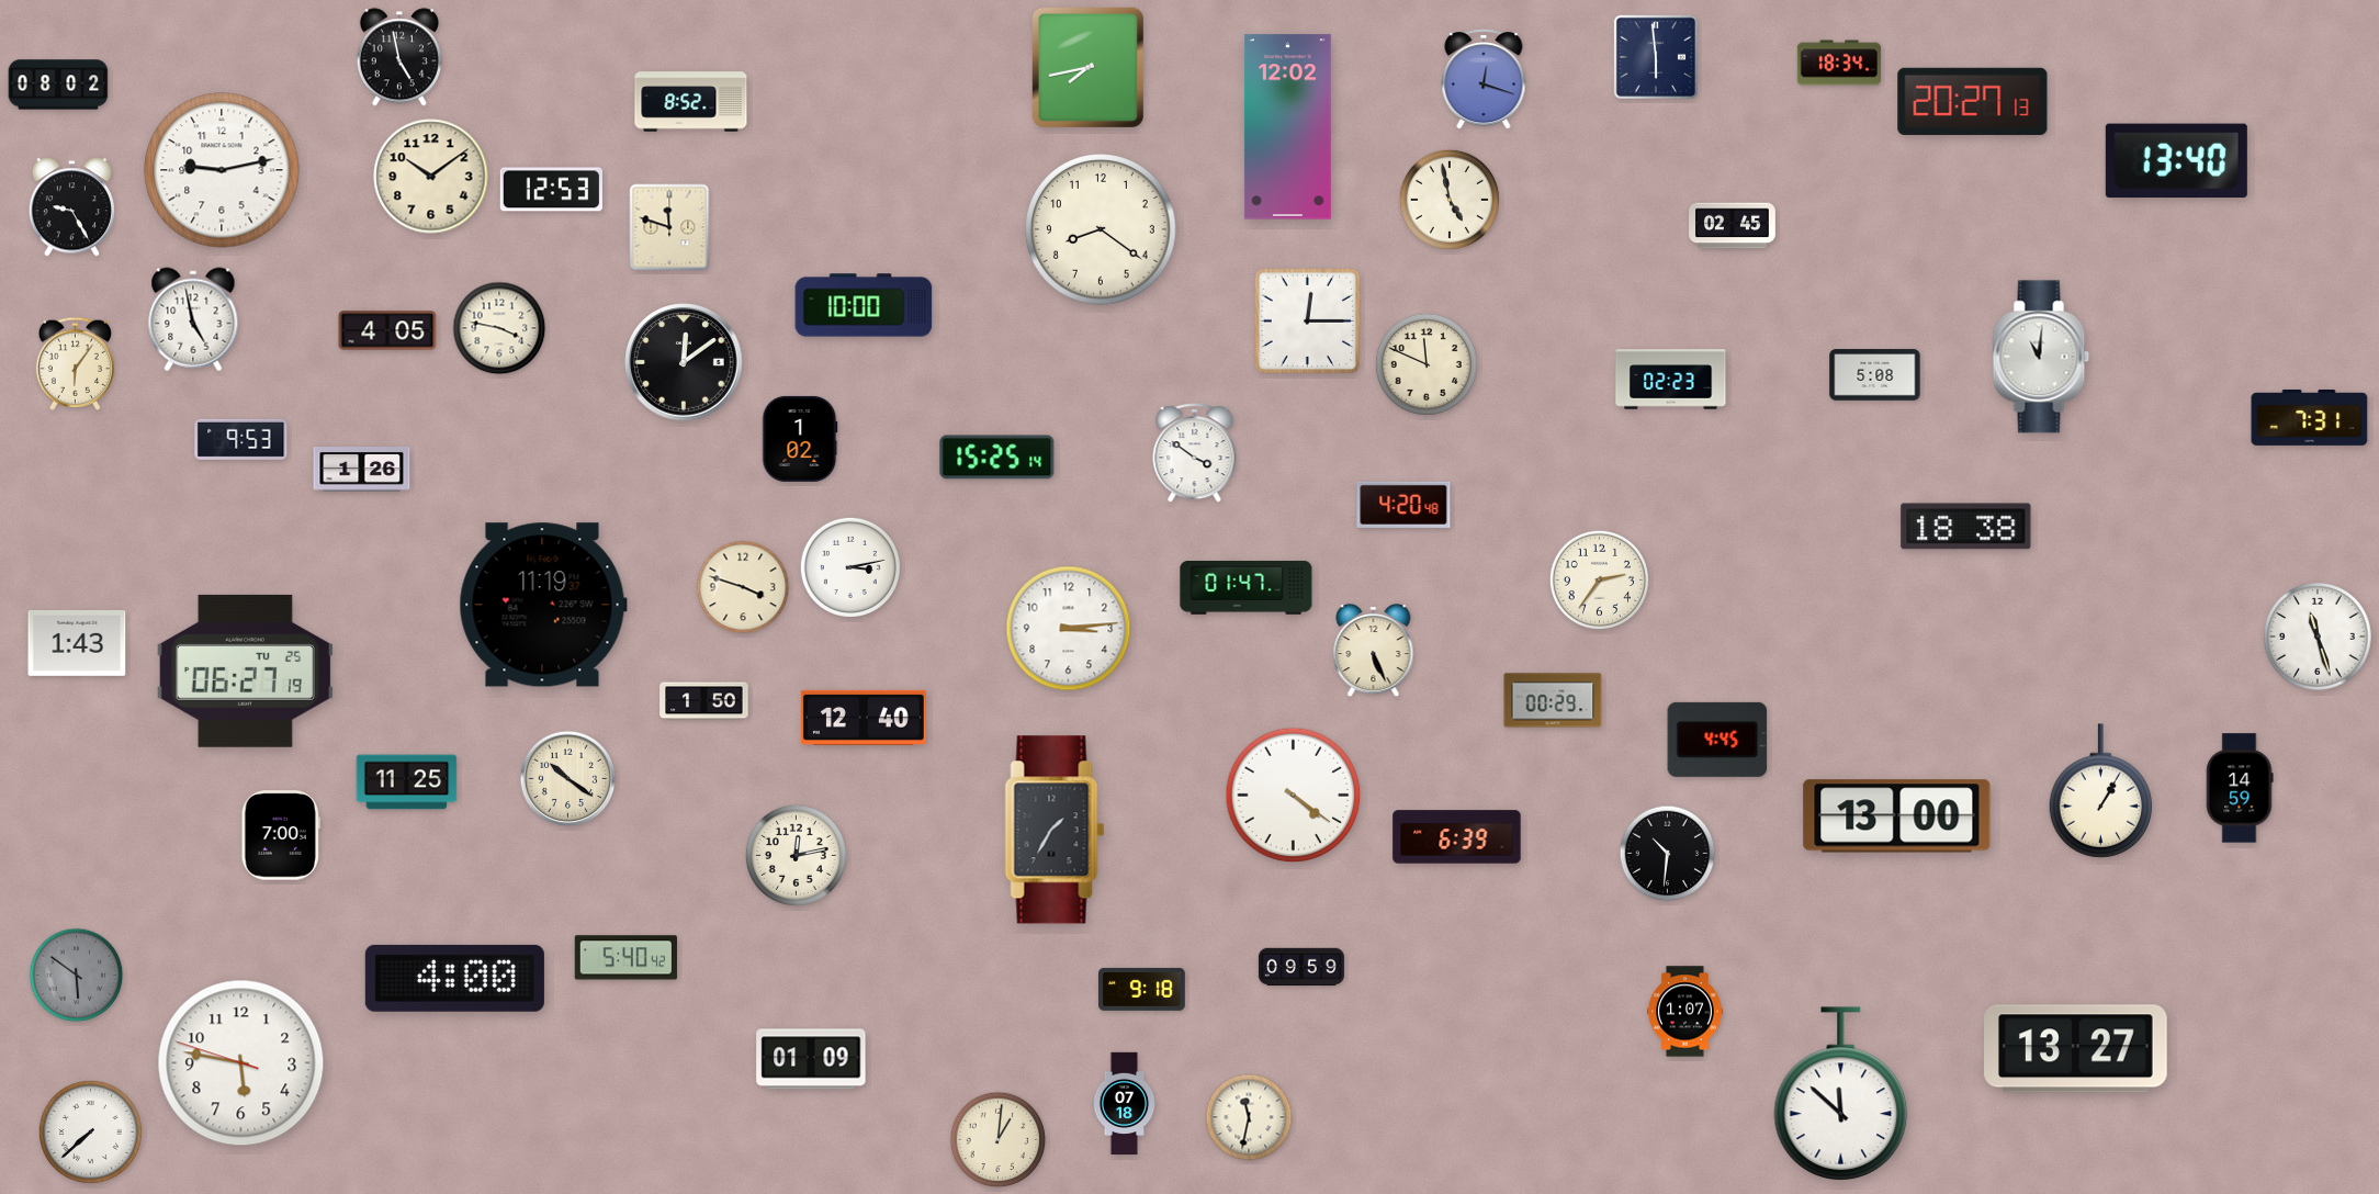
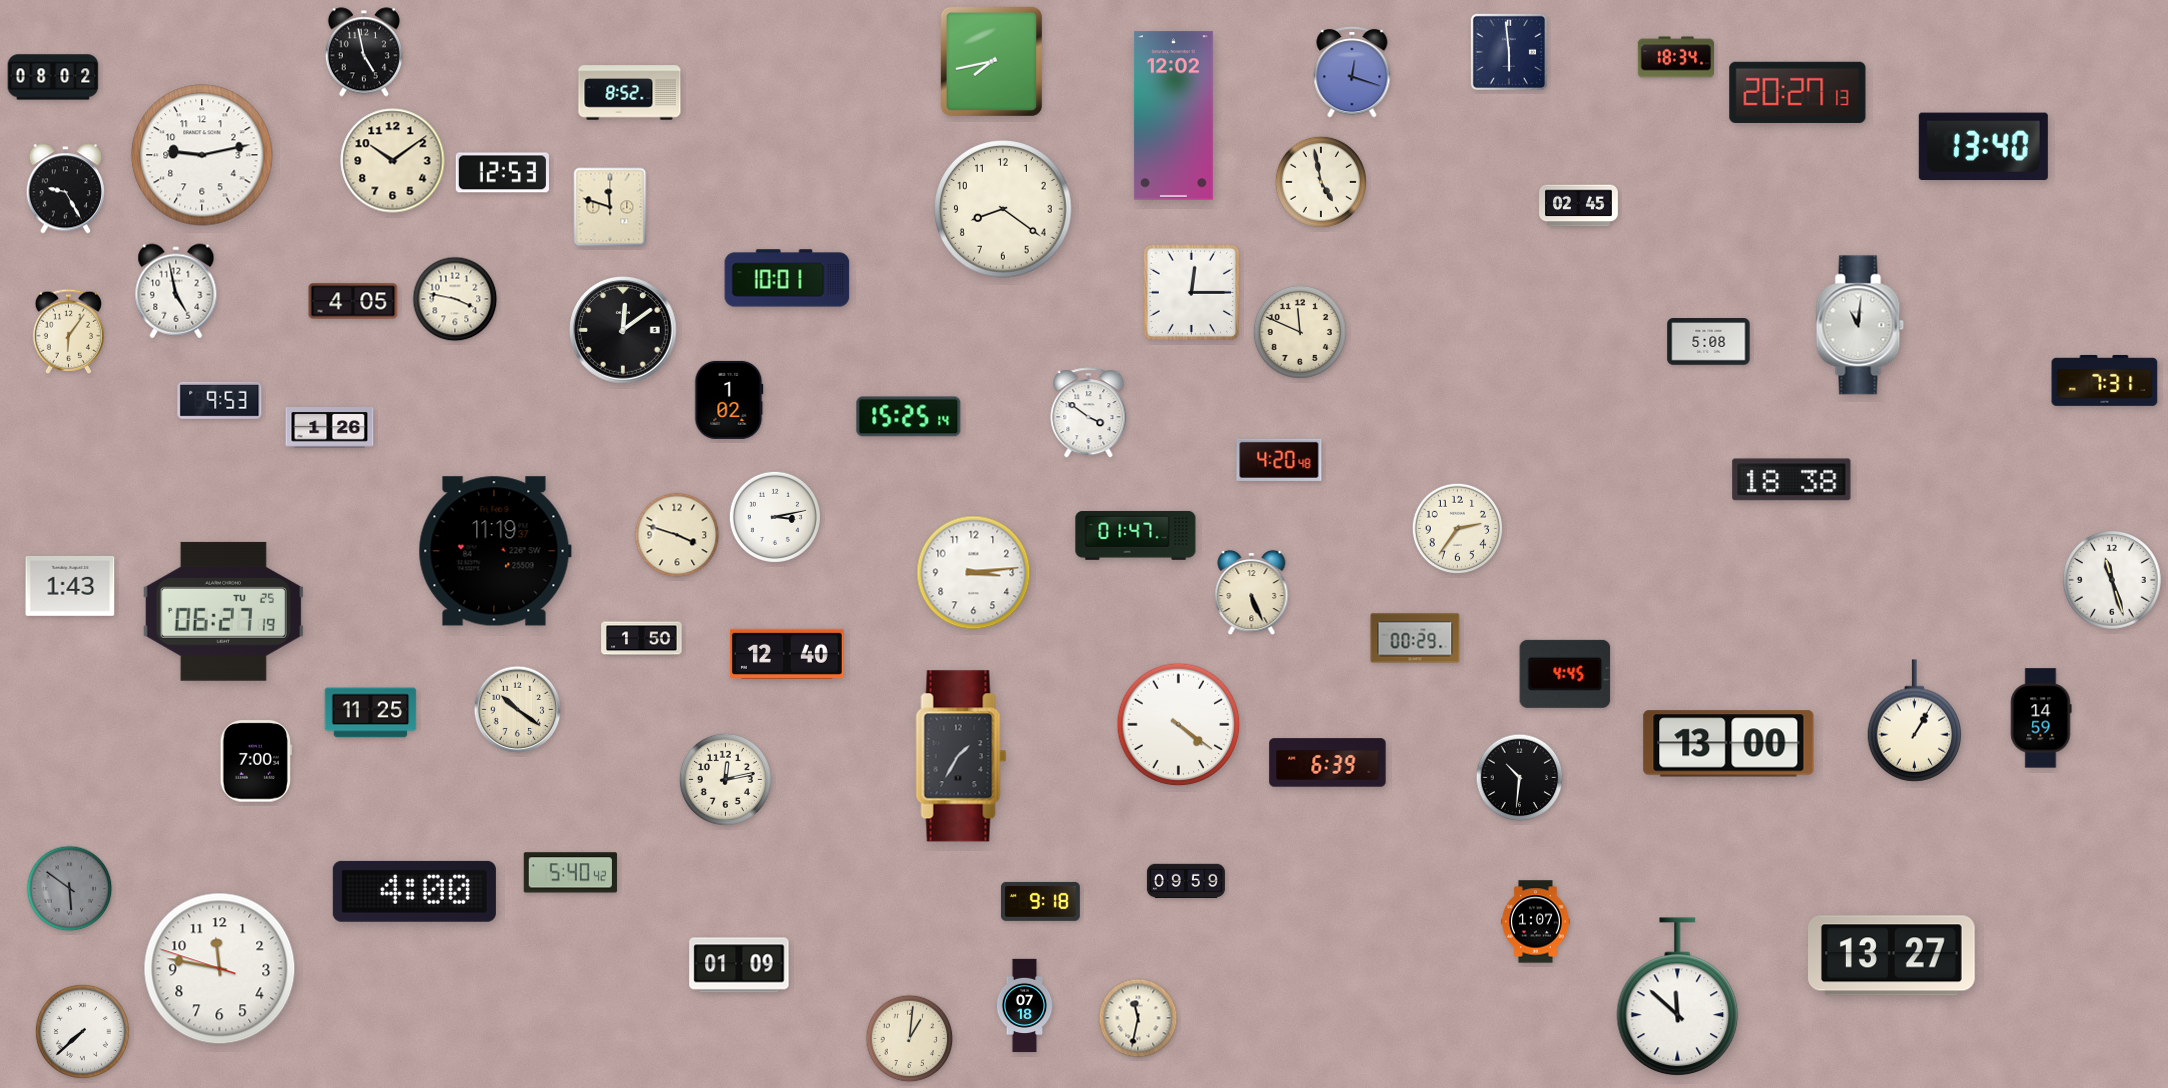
clock at (864, 305): 10:00 -> 10:01
clock at (1671, 380): 02:23 -> none
clock at (241, 1063): 5:46 -> 11:46
